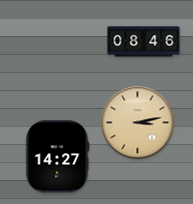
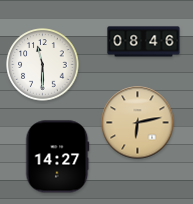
clock at (43, 65): none -> 11:30
clock at (138, 123): 3:13 -> 6:13
